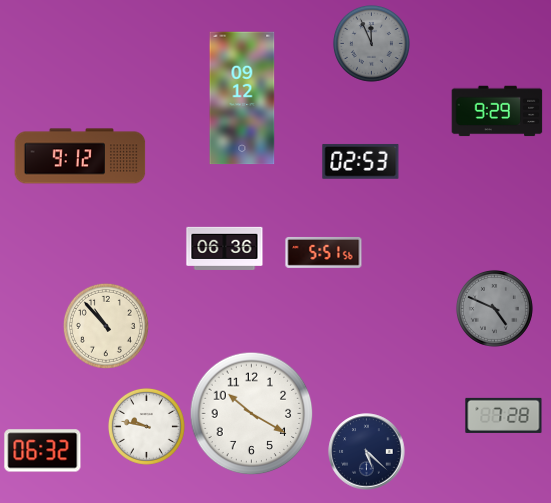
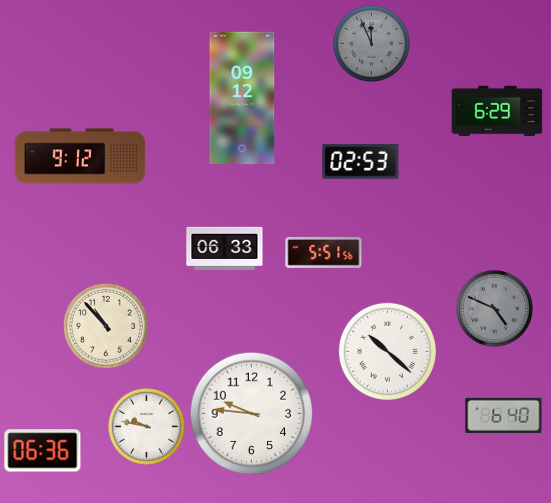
clock at (497, 111): 9:29 -> 6:29
clock at (225, 248): 06:36 -> 06:33
clock at (387, 351): none -> 10:22
clock at (252, 414): 10:20 -> 9:46
clock at (504, 415): 7:28 -> 6:40
clock at (43, 451): 06:32 -> 06:36
clock at (367, 452): 5:22 -> none
